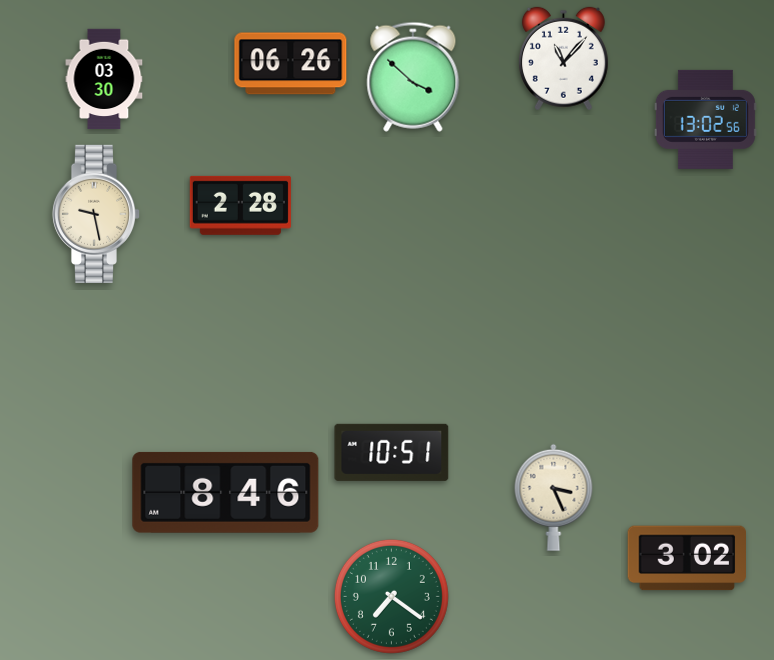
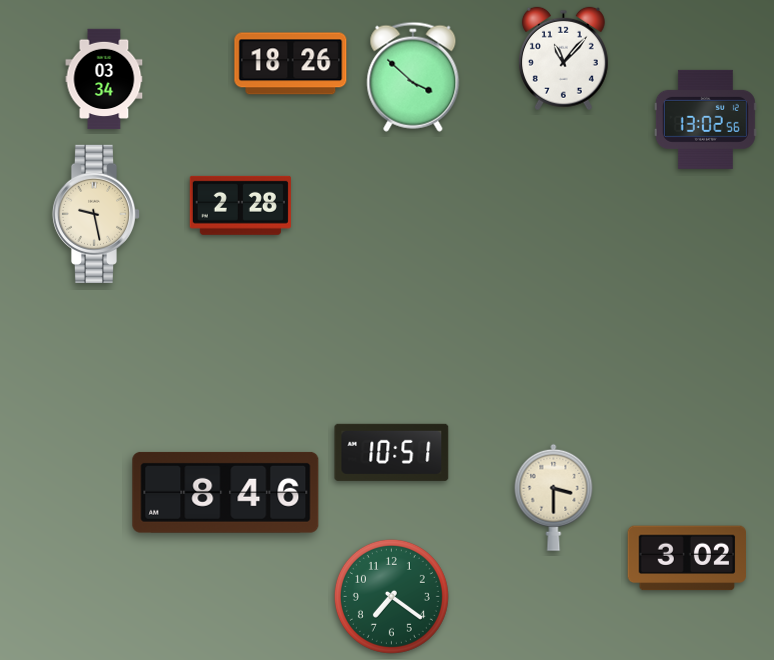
clock at (291, 64): 06:26 -> 18:26
clock at (104, 79): 03:30 -> 03:34
clock at (554, 497): 3:26 -> 3:30
